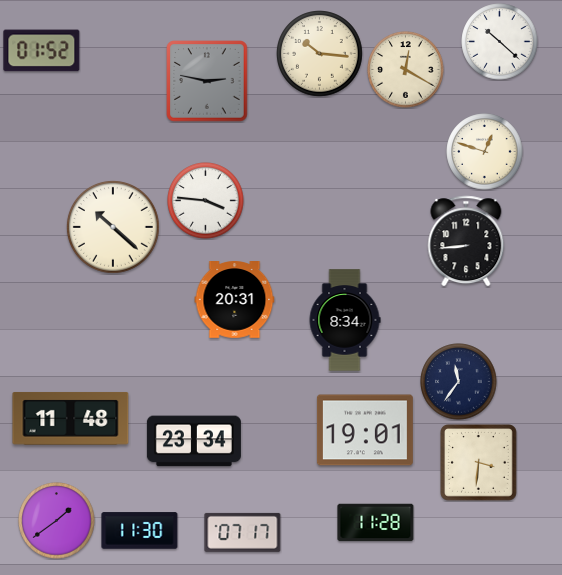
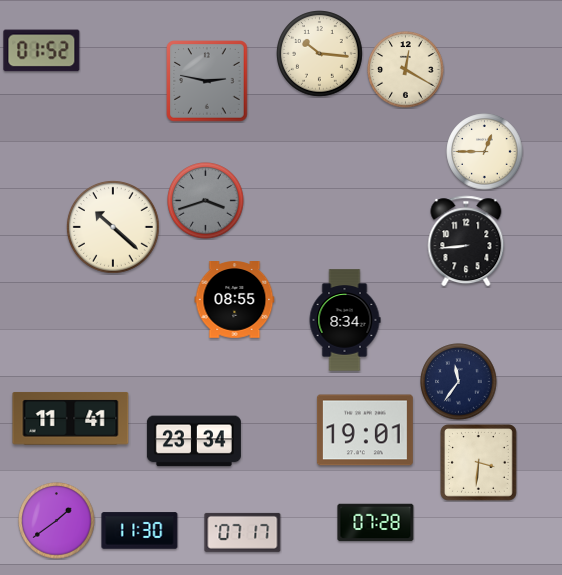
clock at (500, 42): 10:22 -> none
clock at (485, 152): 12:48 -> 12:45
clock at (206, 201): 3:46 -> 3:42
clock at (206, 201) dial: white -> grey
clock at (235, 300): 20:31 -> 08:55
clock at (71, 418): 11:48 -> 11:41
clock at (376, 523): 11:28 -> 07:28
